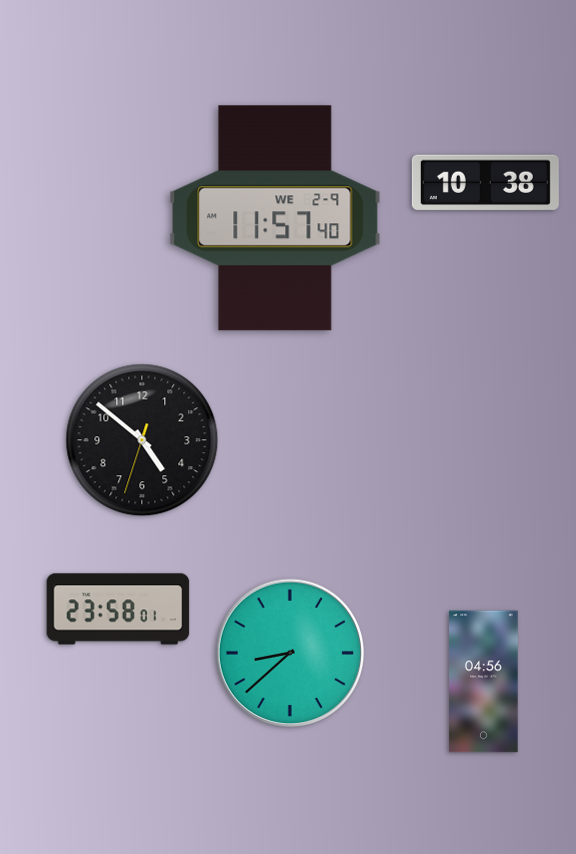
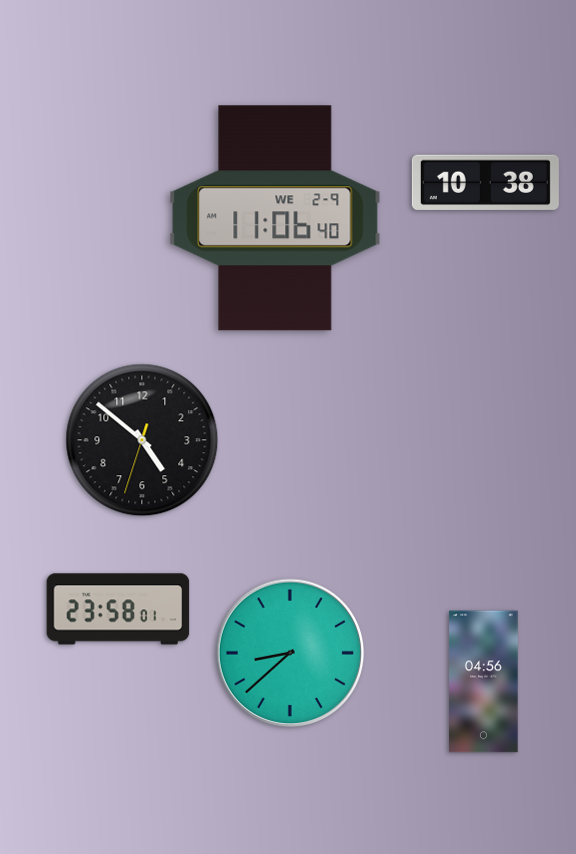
clock at (275, 218): 11:57 -> 11:06
